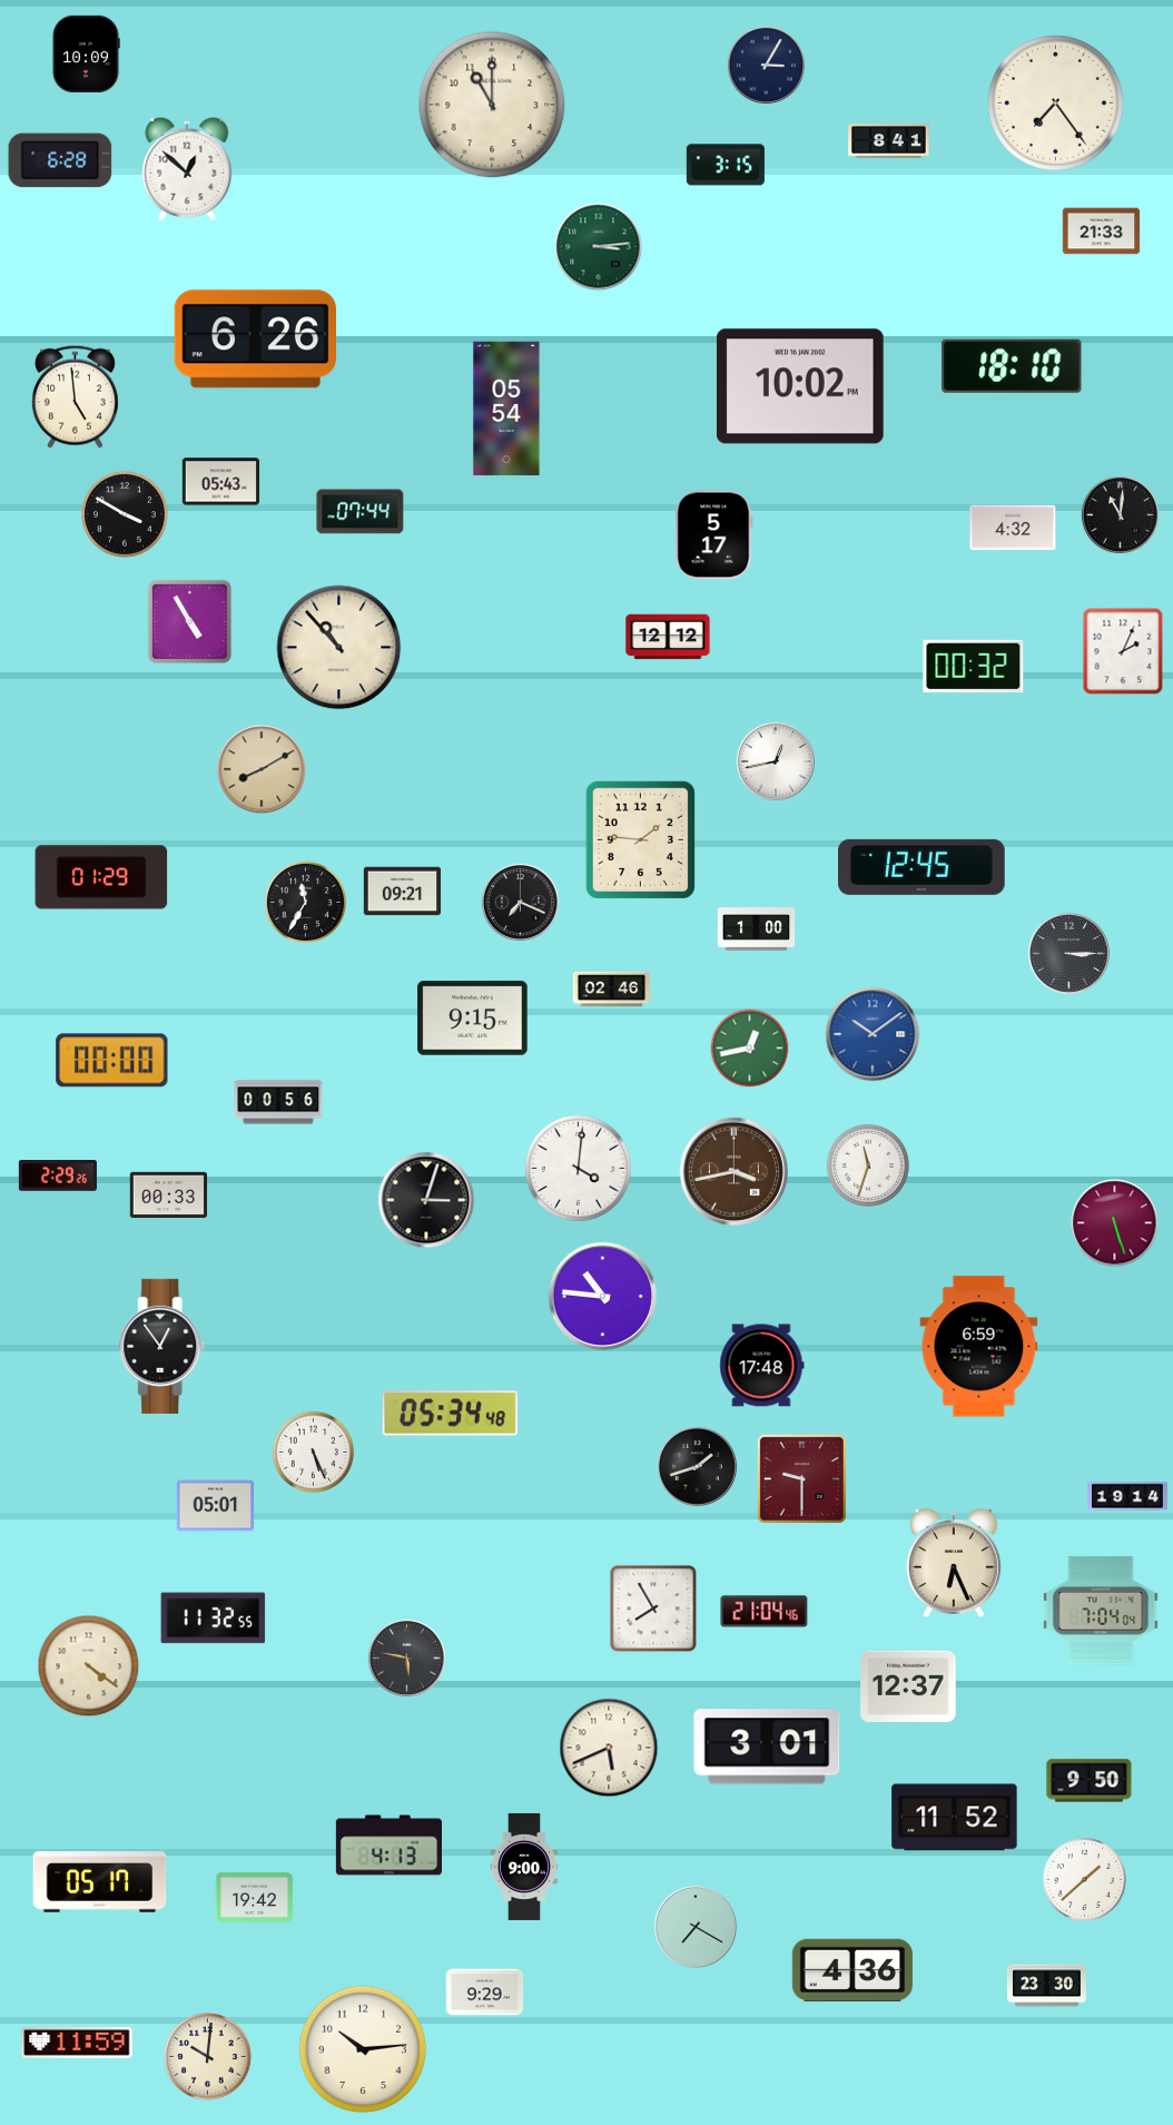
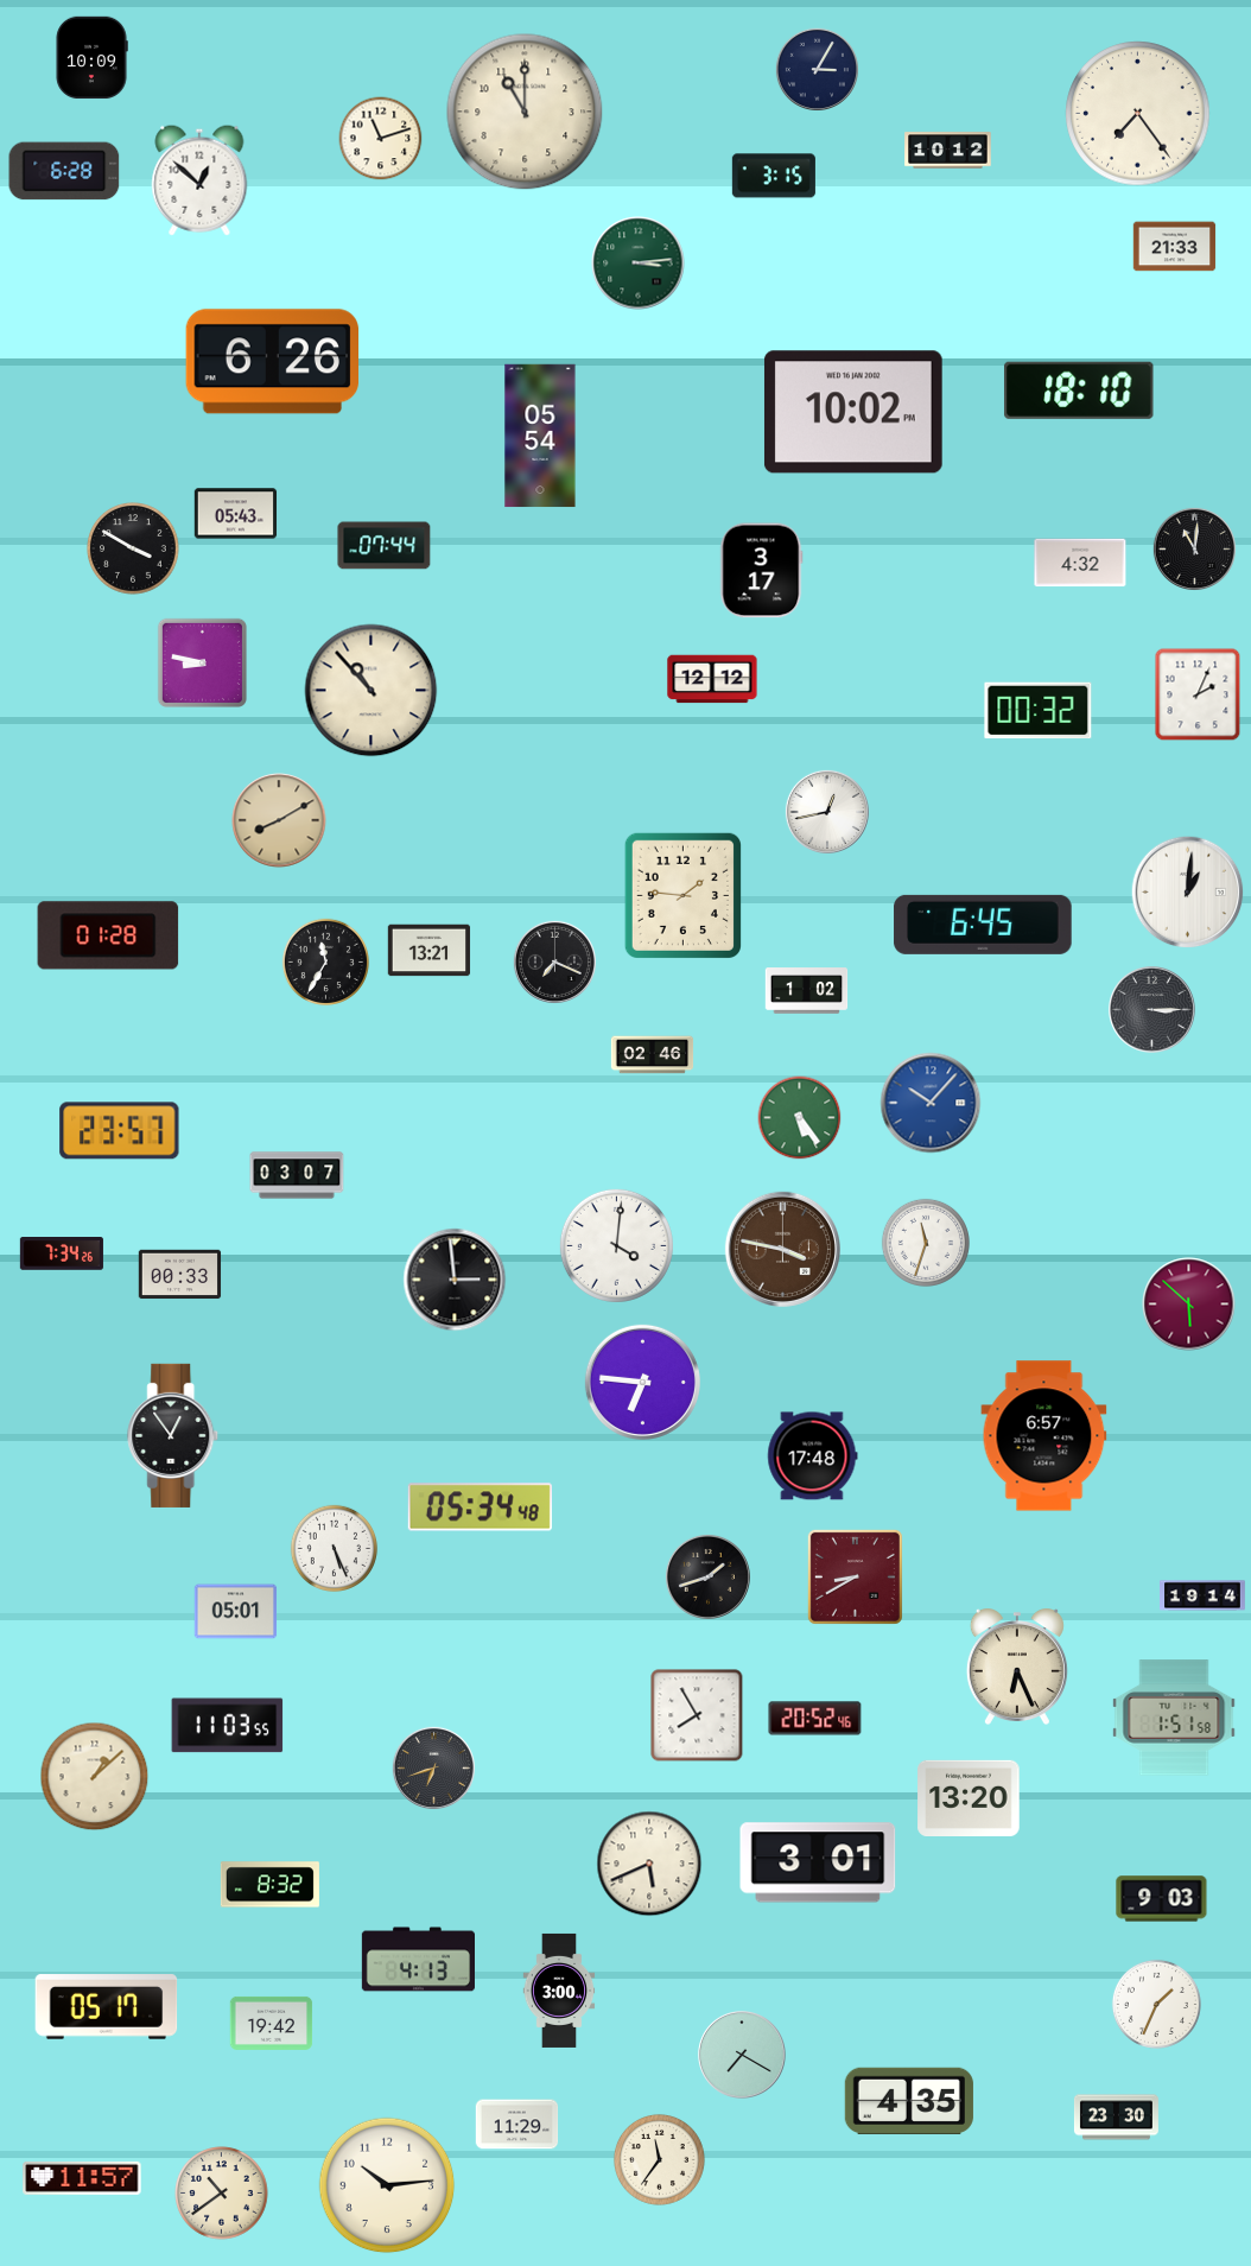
clock at (1056, 104) position: (1056, 104) -> (1138, 114)
clock at (381, 139): none -> 11:12
clock at (889, 141): 8:41 -> 10:12
clock at (75, 396): 4:59 -> none
clock at (714, 535): 5:17 -> 3:17
clock at (189, 621): 4:55 -> 8:47
clock at (339, 648) position: (339, 648) -> (372, 691)
clock at (1188, 893): none -> 1:01
clock at (921, 867): 12:45 -> 6:45
clock at (101, 877): 01:29 -> 01:28
clock at (403, 892): 09:21 -> 13:21
clock at (757, 929): 1:00 -> 1:02
clock at (1069, 954) position: (1069, 954) -> (1152, 1010)
clock at (473, 1019): 9:15 -> none
clock at (873, 1034): 10:09 -> 10:07
clock at (750, 1049): 12:43 -> 5:24
clock at (112, 1061): 00:00 -> 23:57
clock at (278, 1102): 00:56 -> 03:07
clock at (733, 1171): 3:43 -> 3:47
clock at (58, 1177): 2:29 -> 7:34
clock at (426, 1200): 3:03 -> 2:59
clock at (1115, 1223): 5:27 -> 5:52
clock at (602, 1296): 10:46 -> 6:46
clock at (979, 1347): 6:59 -> 6:57
clock at (697, 1466) position: (697, 1466) -> (707, 1576)
clock at (801, 1478): 9:30 -> 8:40
clock at (216, 1506) position: (216, 1506) -> (236, 1612)
clock at (1101, 1611): 7:04 -> 1:51
clock at (765, 1612): 21:04 -> 20:52
clock at (214, 1619): 11:32 -> 11:03
clock at (406, 1657): 5:47 -> 6:42
clock at (89, 1666): 4:21 -> 1:08
clock at (908, 1685): 12:37 -> 13:20
clock at (269, 1885): none -> 8:32
clock at (1090, 1781): 9:50 -> 9:03
clock at (955, 1818): 11:52 -> none
clock at (388, 1846) position: (388, 1846) -> (418, 1960)
clock at (524, 1867): 9:00 -> 3:00
clock at (1084, 1879): 1:38 -> 1:34
clock at (852, 1970): 4:36 -> 4:35
clock at (485, 1993): 9:29 -> 11:29
clock at (659, 2159): none -> 11:36
clock at (77, 2043): 11:59 -> 11:57
clock at (208, 2057): 10:01 -> 10:39
